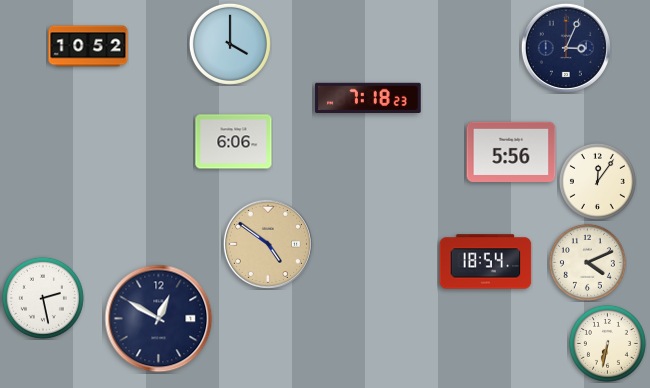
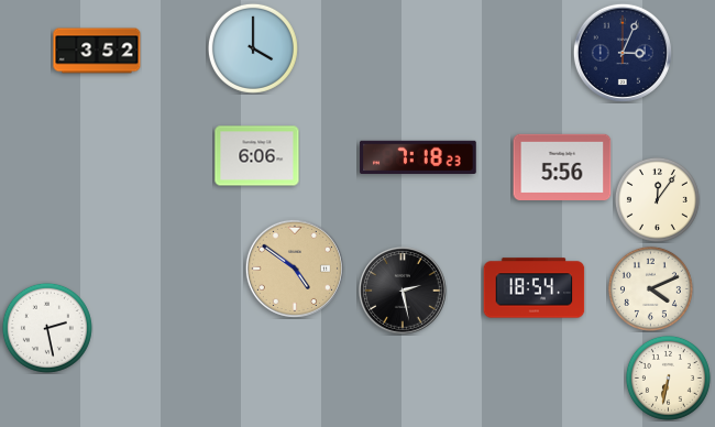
clock at (88, 46): 10:52 -> 3:52
clock at (368, 98) position: (368, 98) -> (418, 157)
clock at (587, 262) position: (587, 262) -> (650, 288)
clock at (403, 291): none -> 2:28
clock at (159, 319): 12:50 -> none
